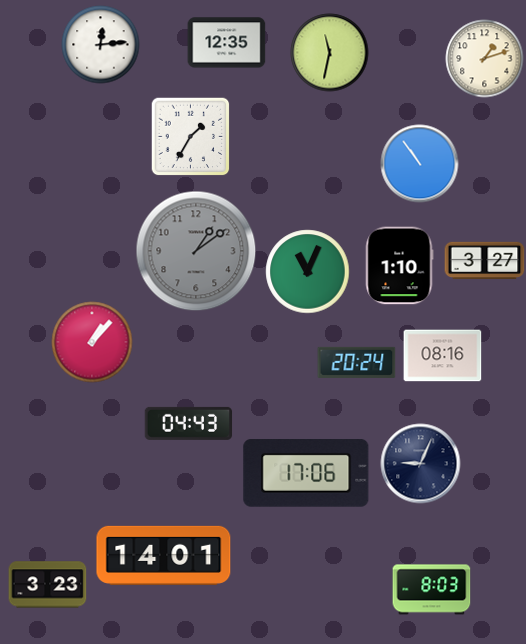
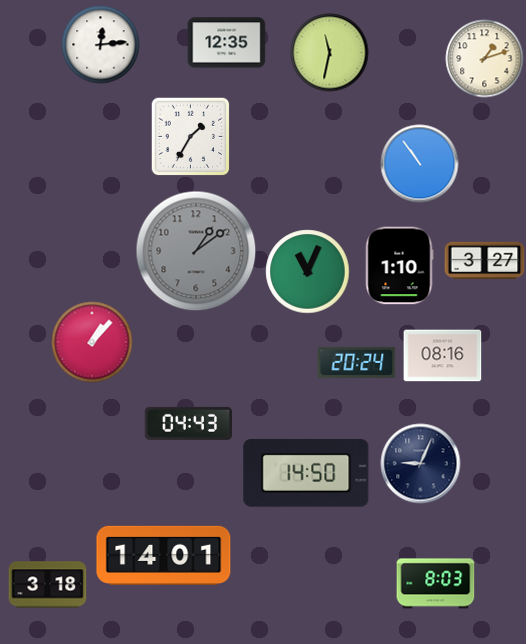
clock at (306, 474): 17:06 -> 14:50
clock at (47, 585): 3:23 -> 3:18
clock at (431, 590) position: (431, 590) -> (435, 584)
